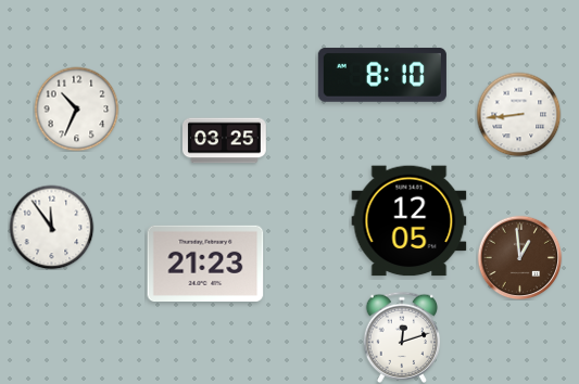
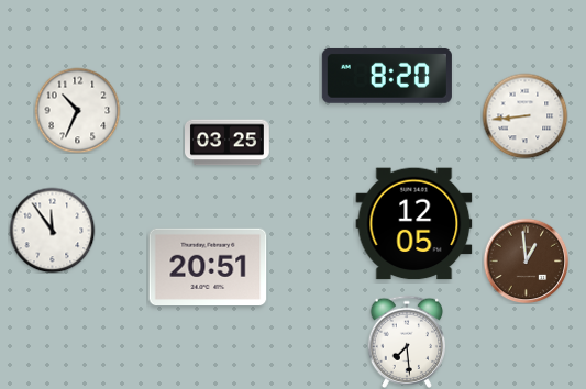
clock at (382, 75): 8:10 -> 8:20
clock at (205, 263): 21:23 -> 20:51
clock at (402, 337): 12:12 -> 7:29
